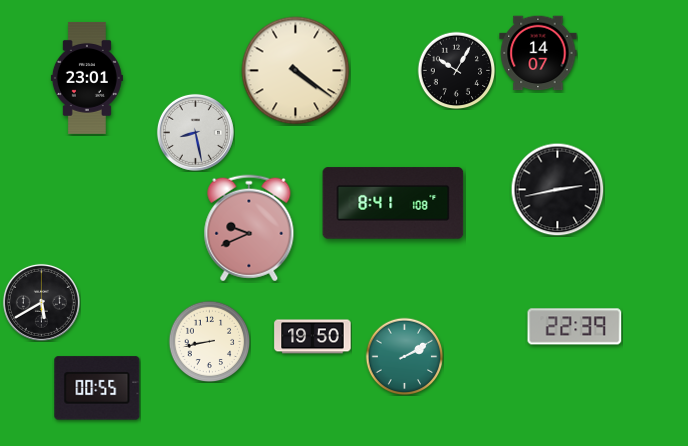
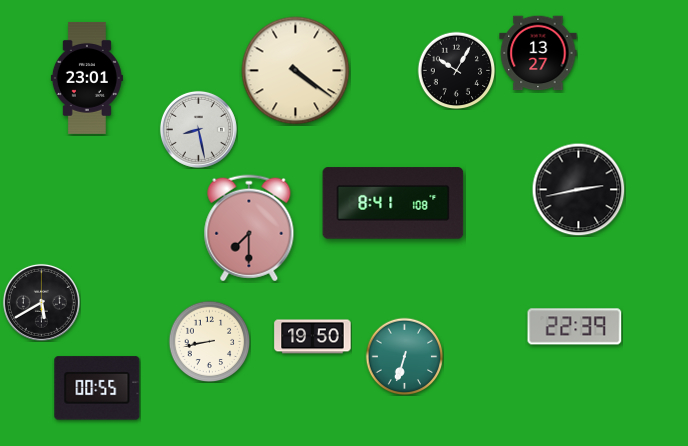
clock at (538, 53): 14:07 -> 13:27
clock at (195, 132) position: (195, 132) -> (198, 129)
clock at (557, 189) position: (557, 189) -> (578, 189)
clock at (249, 228): 9:41 -> 7:30
clock at (404, 356): 2:10 -> 6:33
